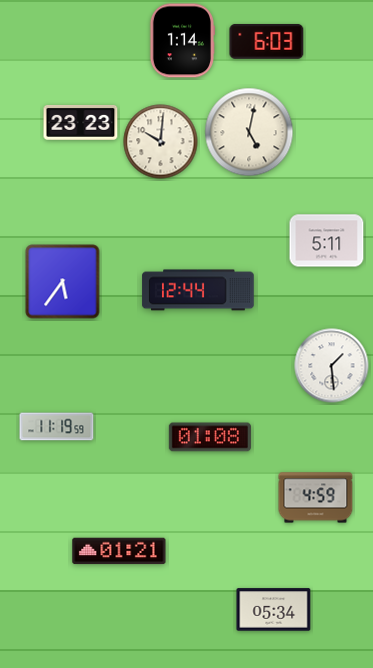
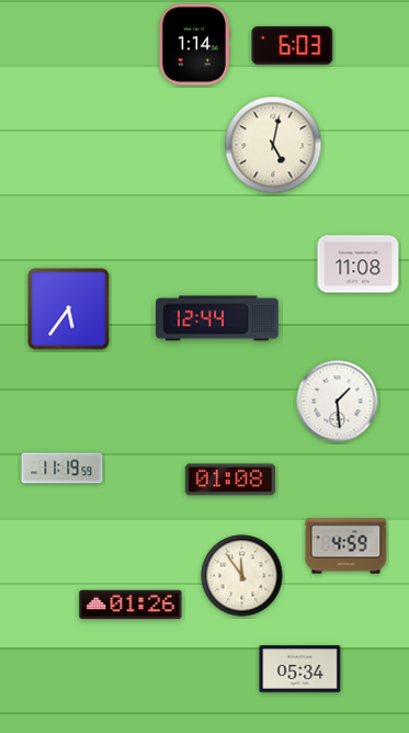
clock at (181, 41) position: (181, 41) -> (193, 45)
clock at (81, 122): 23:23 -> none
clock at (161, 142): 10:01 -> none
clock at (327, 241): 5:11 -> 11:08
clock at (332, 366) position: (332, 366) -> (338, 402)
clock at (242, 576): none -> 11:54
clock at (119, 551): 01:21 -> 01:26
